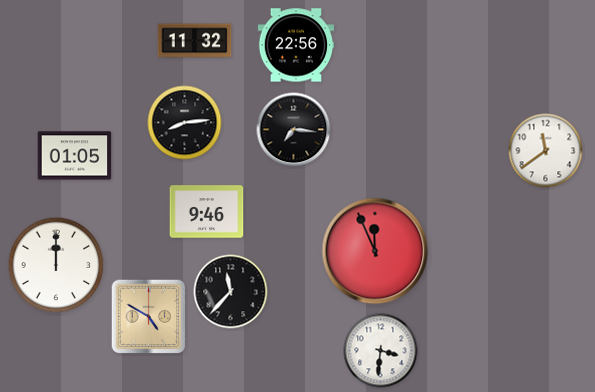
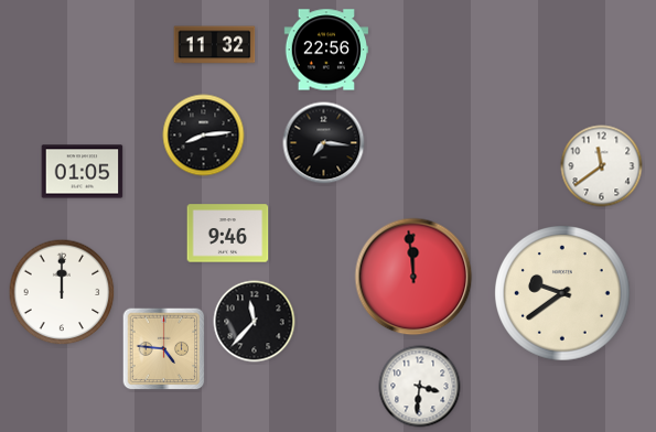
clock at (375, 251): 11:56 -> 11:59
clock at (563, 294): none -> 9:39
clock at (149, 317): 4:50 -> 4:46
